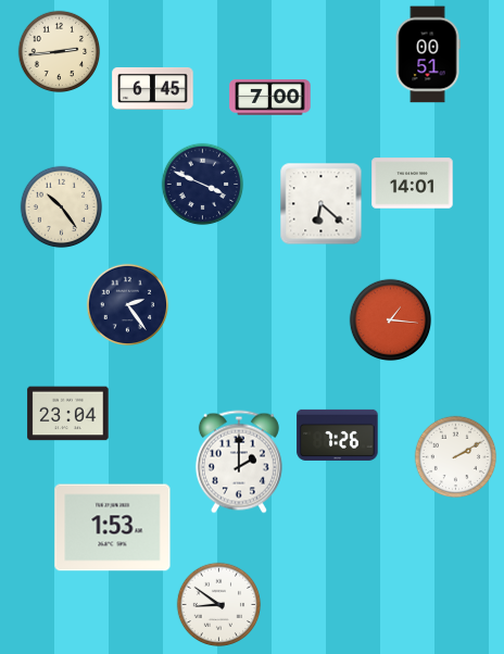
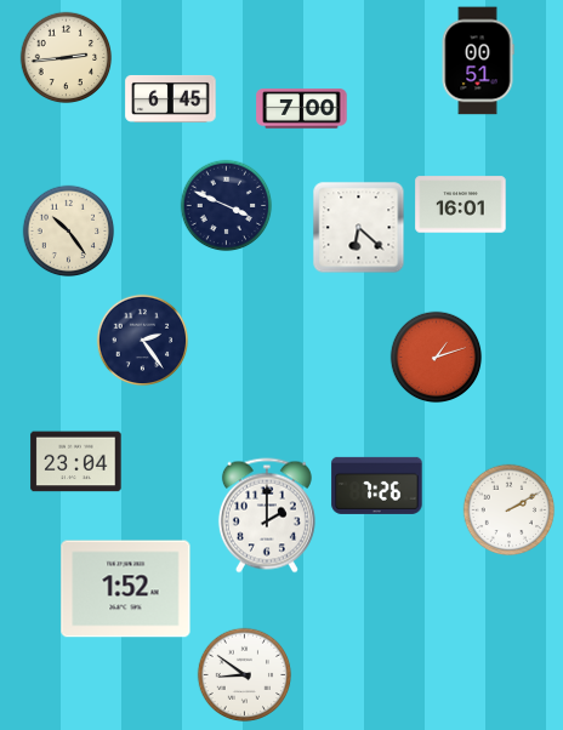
clock at (413, 184): 14:01 -> 16:01
clock at (391, 320): 1:16 -> 1:12
clock at (113, 528): 1:53 -> 1:52
